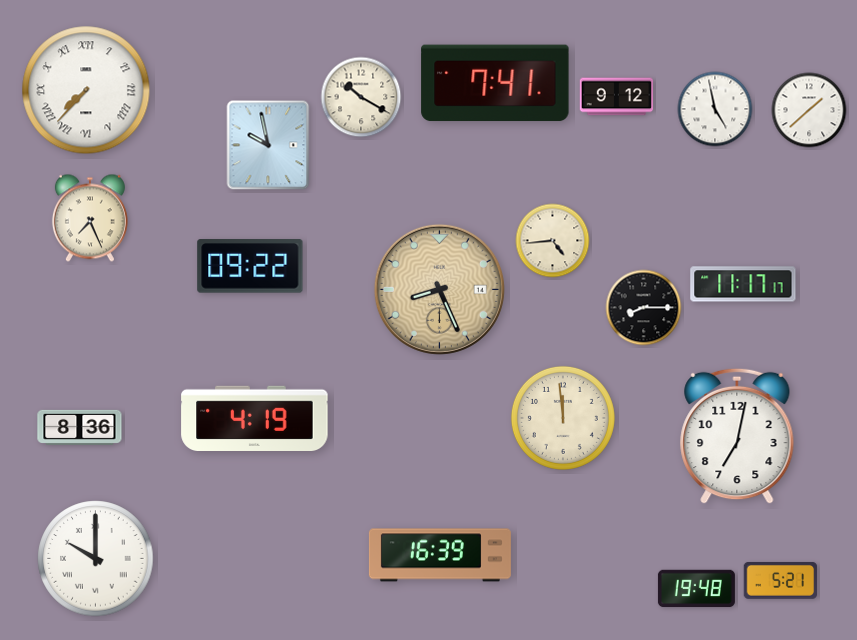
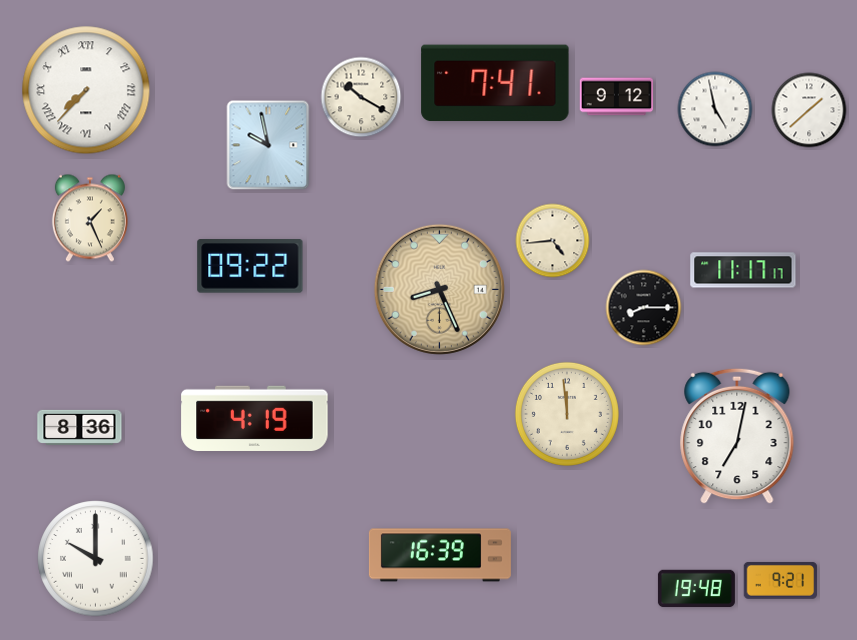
clock at (90, 218): 7:26 -> 1:26
clock at (743, 284) position: (743, 284) -> (743, 270)
clock at (563, 418) position: (563, 418) -> (567, 414)
clock at (781, 580): 5:21 -> 9:21
